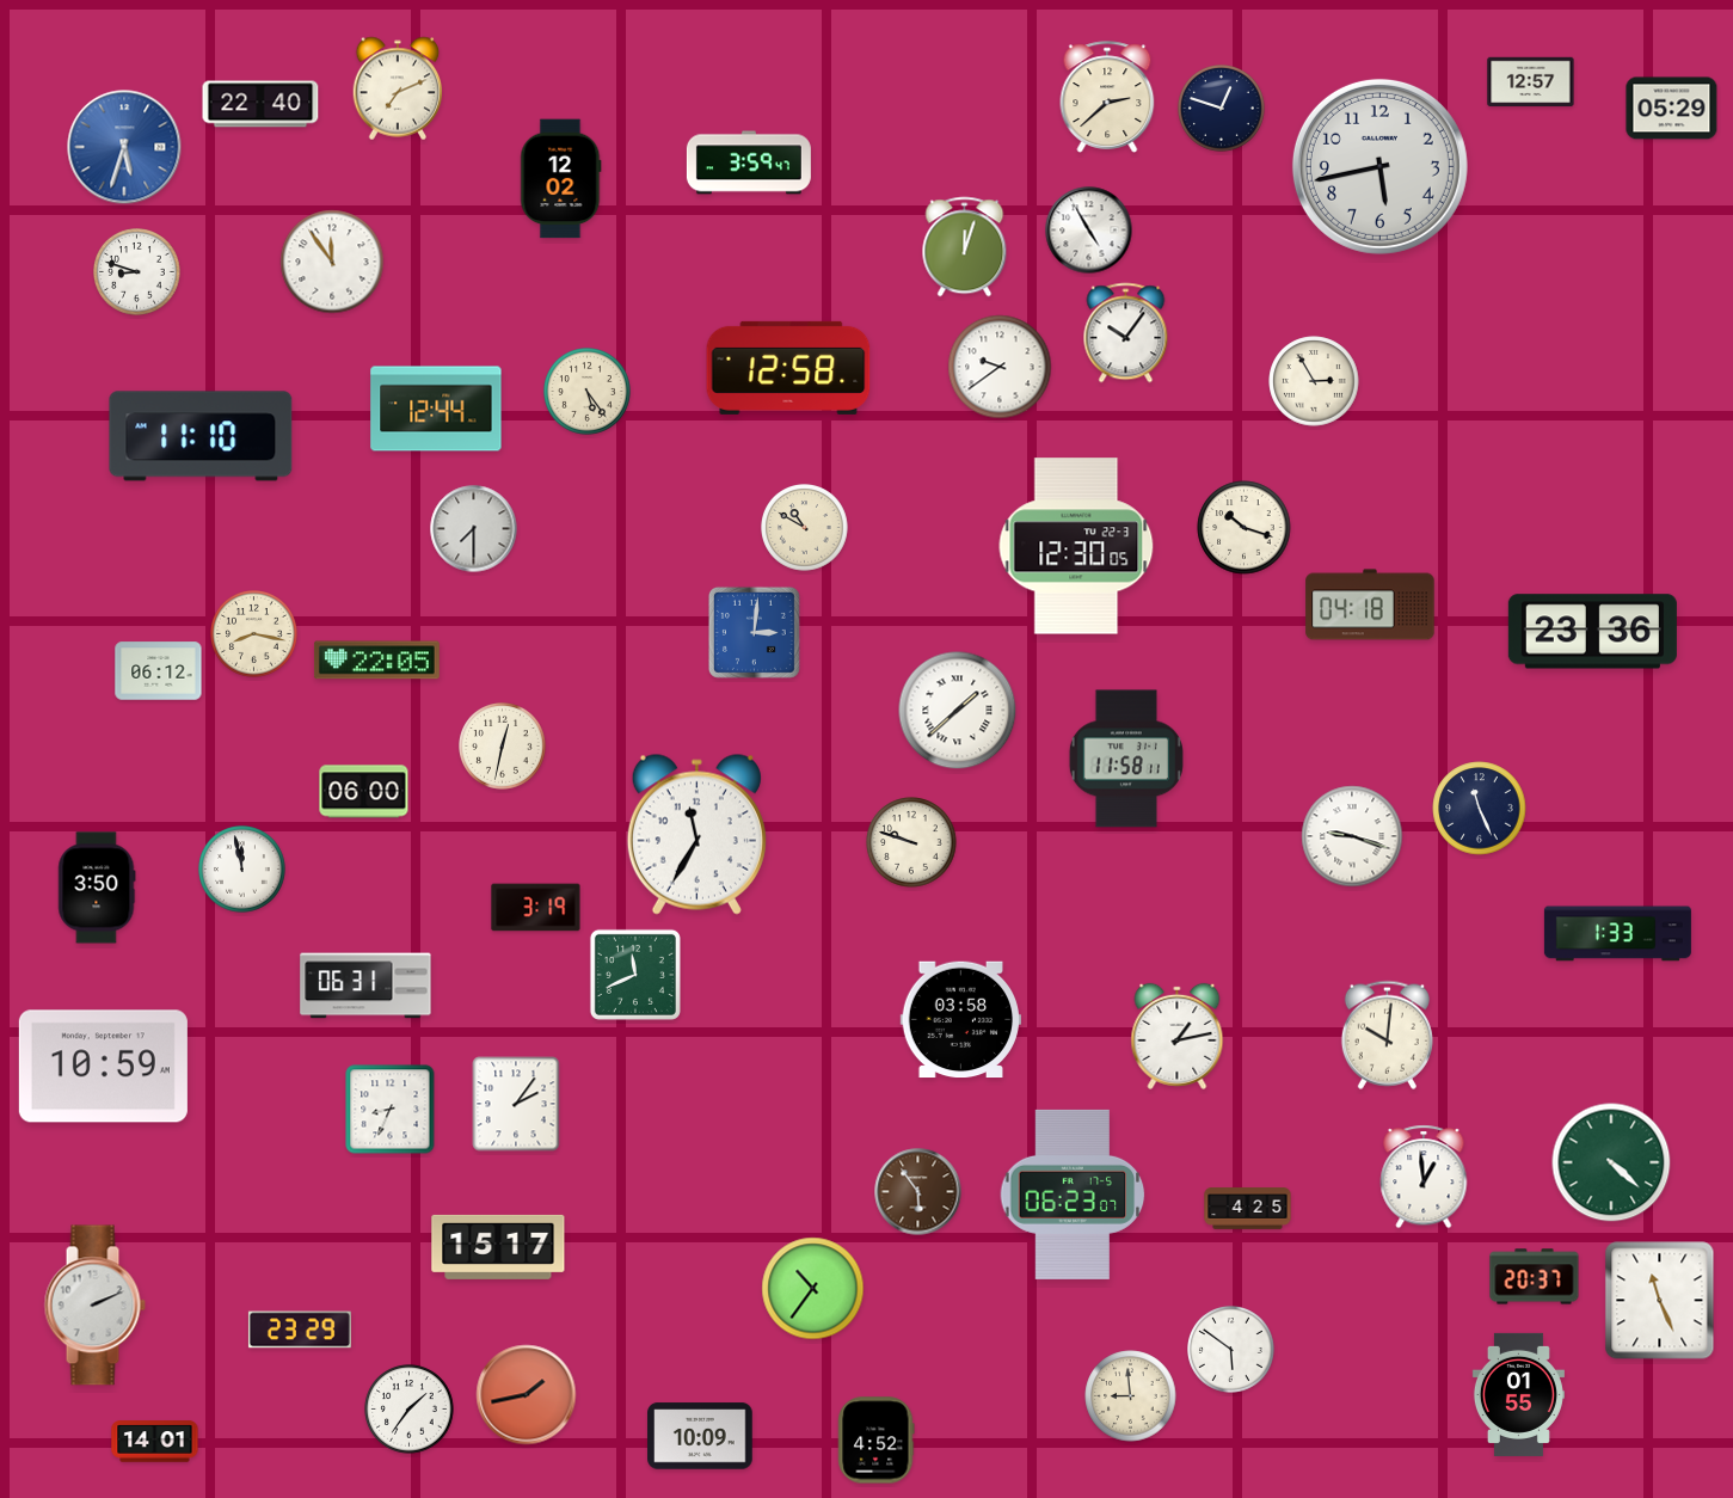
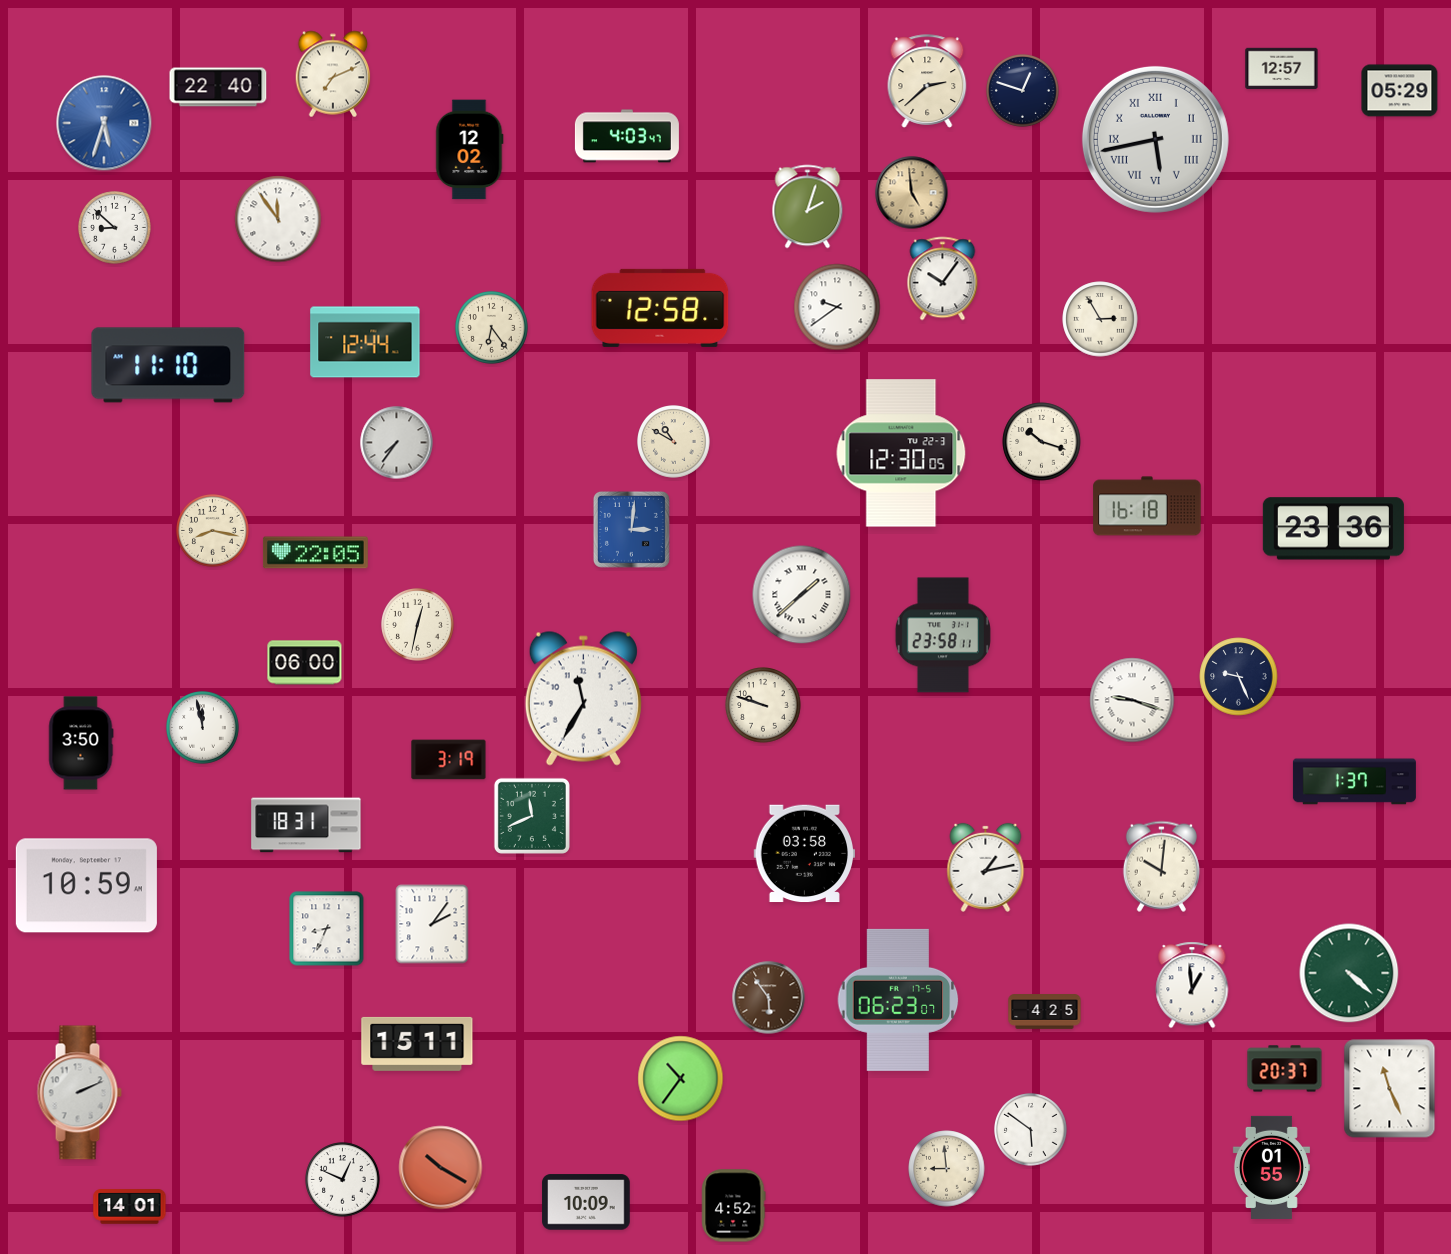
clock at (749, 162): 3:59 -> 4:03
clock at (1379, 166) numerals: Arabic -> Roman
clock at (1089, 231): 4:55 -> 4:59
clock at (1089, 231) dial: white -> champagne
clock at (965, 247): 12:03 -> 2:03
clock at (137, 272): 8:48 -> 8:52
clock at (588, 392): 5:24 -> 6:24
clock at (474, 529): 7:30 -> 7:36
clock at (1076, 546) position: (1076, 546) -> (901, 453)
clock at (1370, 604): 04:18 -> 16:18
clock at (159, 671): 06:12 -> none
clock at (503, 747) position: (503, 747) -> (418, 625)
clock at (1126, 759): 11:58 -> 23:58
clock at (1480, 809): 11:26 -> 9:26
clock at (1617, 934): 1:33 -> 1:37
clock at (365, 986): 06:31 -> 18:31
clock at (103, 1067) position: (103, 1067) -> (86, 886)
clock at (498, 1247): 15:17 -> 15:11
clock at (300, 1330): 23:29 -> none
clock at (527, 1395): 1:43 -> 10:20
clock at (410, 1410): 1:36 -> 12:49
